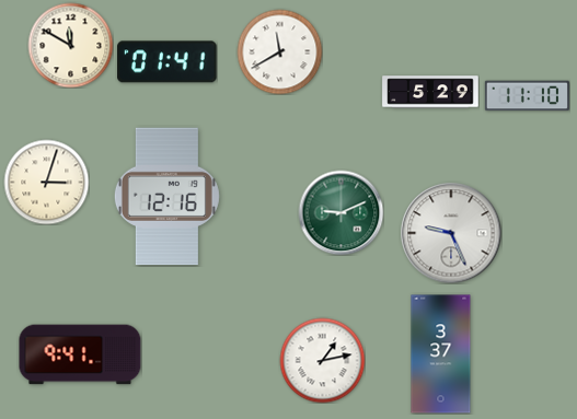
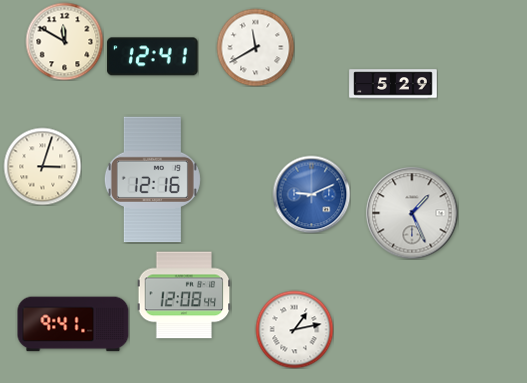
clock at (168, 62): 01:41 -> 12:41
clock at (527, 96): 11:10 -> none
clock at (341, 212) dial: green -> blue
clock at (451, 233): 9:26 -> 1:26
clock at (184, 295): none -> 12:08
clock at (441, 354): 3:37 -> none
